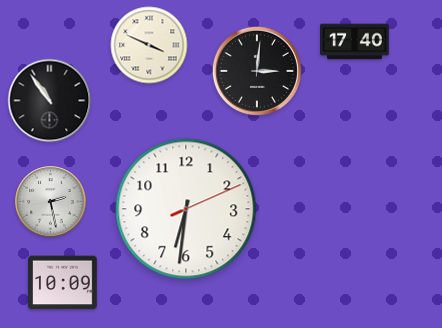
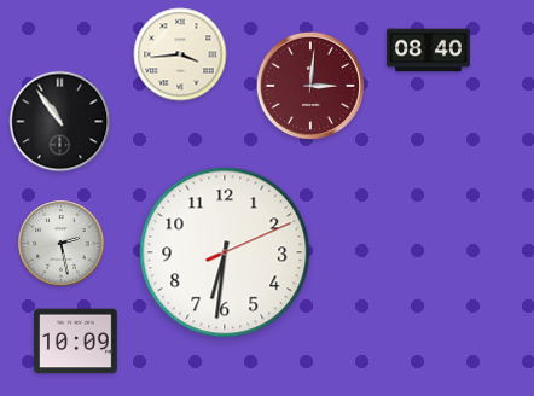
clock at (355, 42): 17:40 -> 08:40
clock at (149, 45): 3:49 -> 3:44
clock at (257, 71) dial: black -> burgundy
